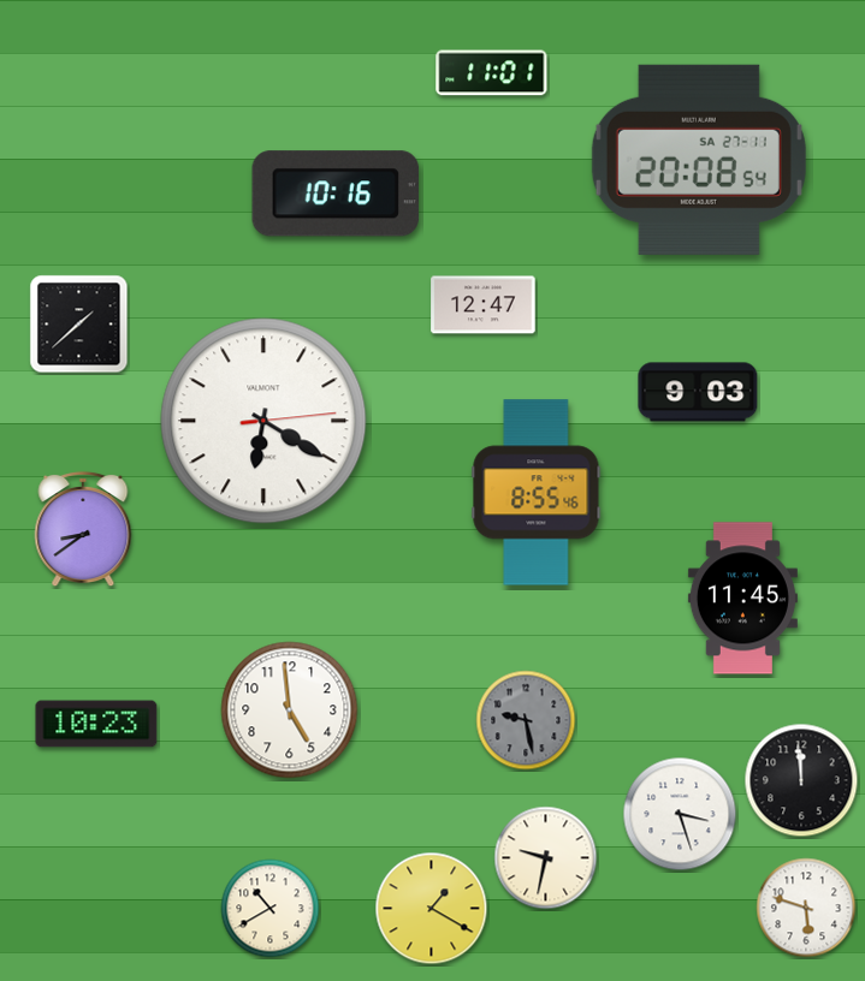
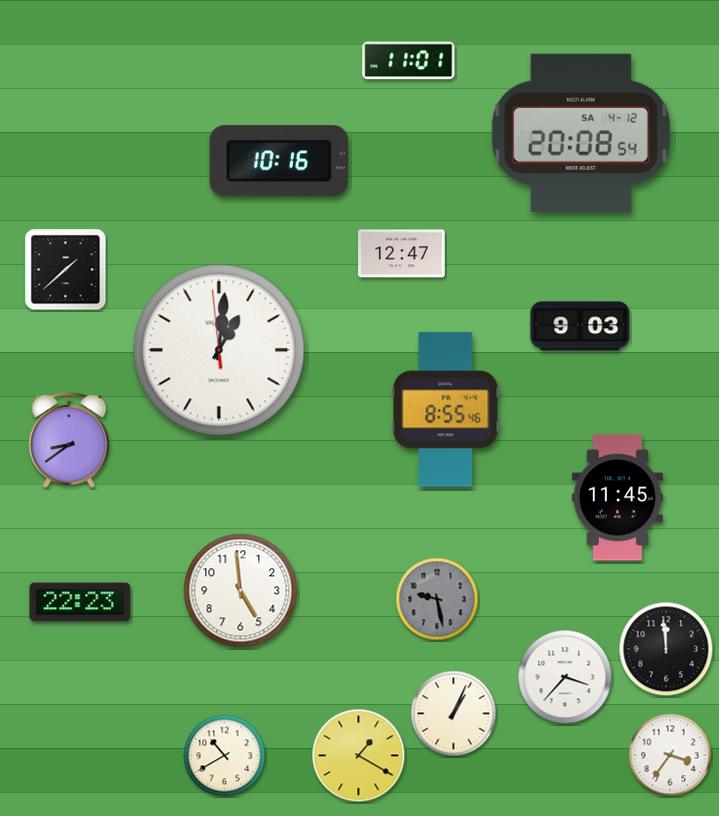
clock at (699, 160) date: SA 27-11 -> SA 4-12
clock at (263, 421): 6:20 -> 1:00
clock at (96, 724): 10:23 -> 22:23
clock at (680, 814): 3:27 -> 3:37
clock at (546, 858): 9:32 -> 1:04
clock at (806, 908): 5:48 -> 3:36
